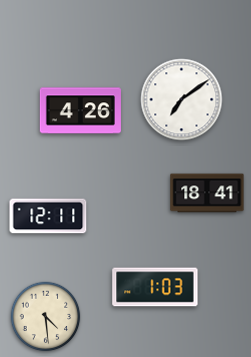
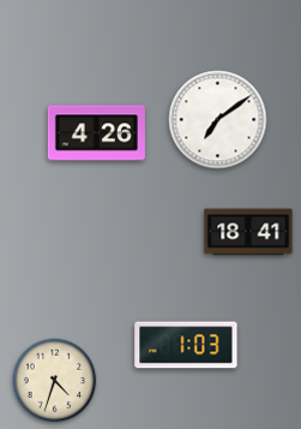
clock at (48, 216): 12:11 -> none
clock at (46, 317): 4:29 -> 4:33
